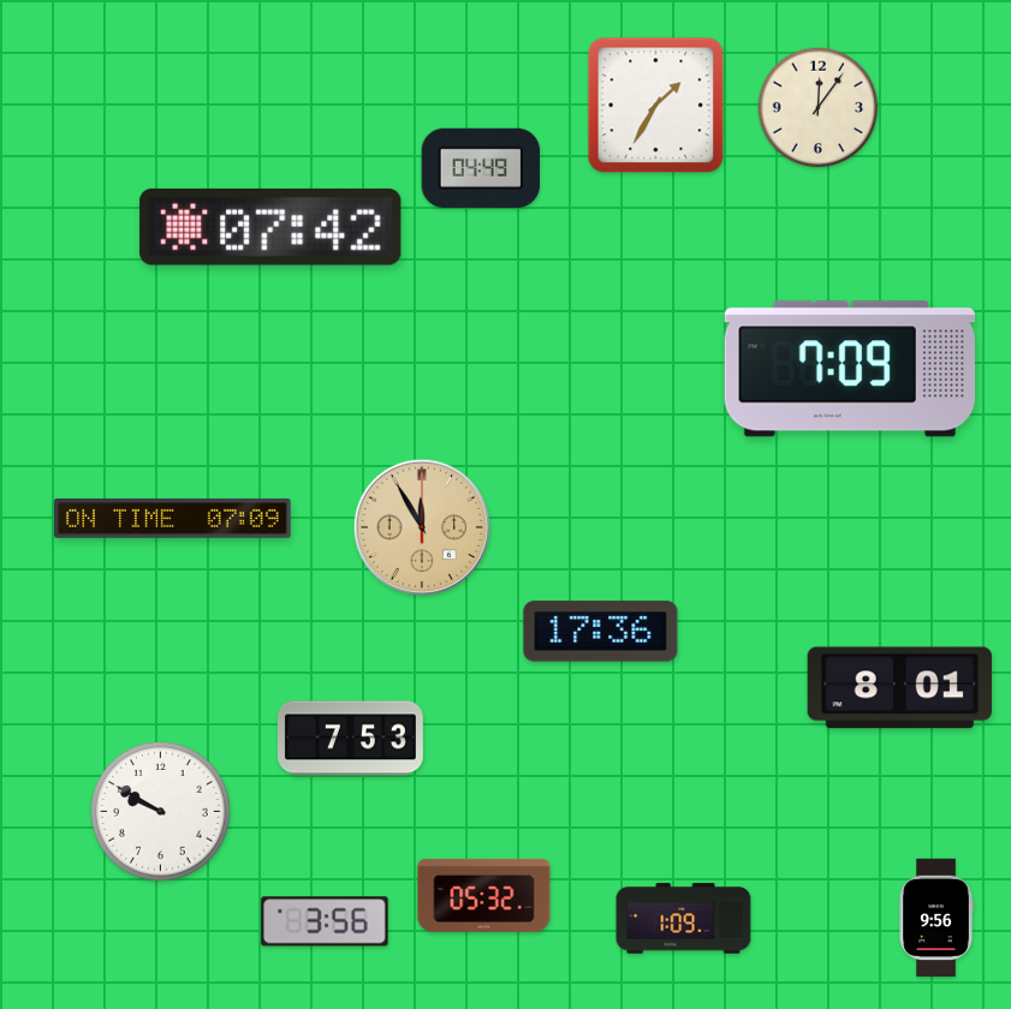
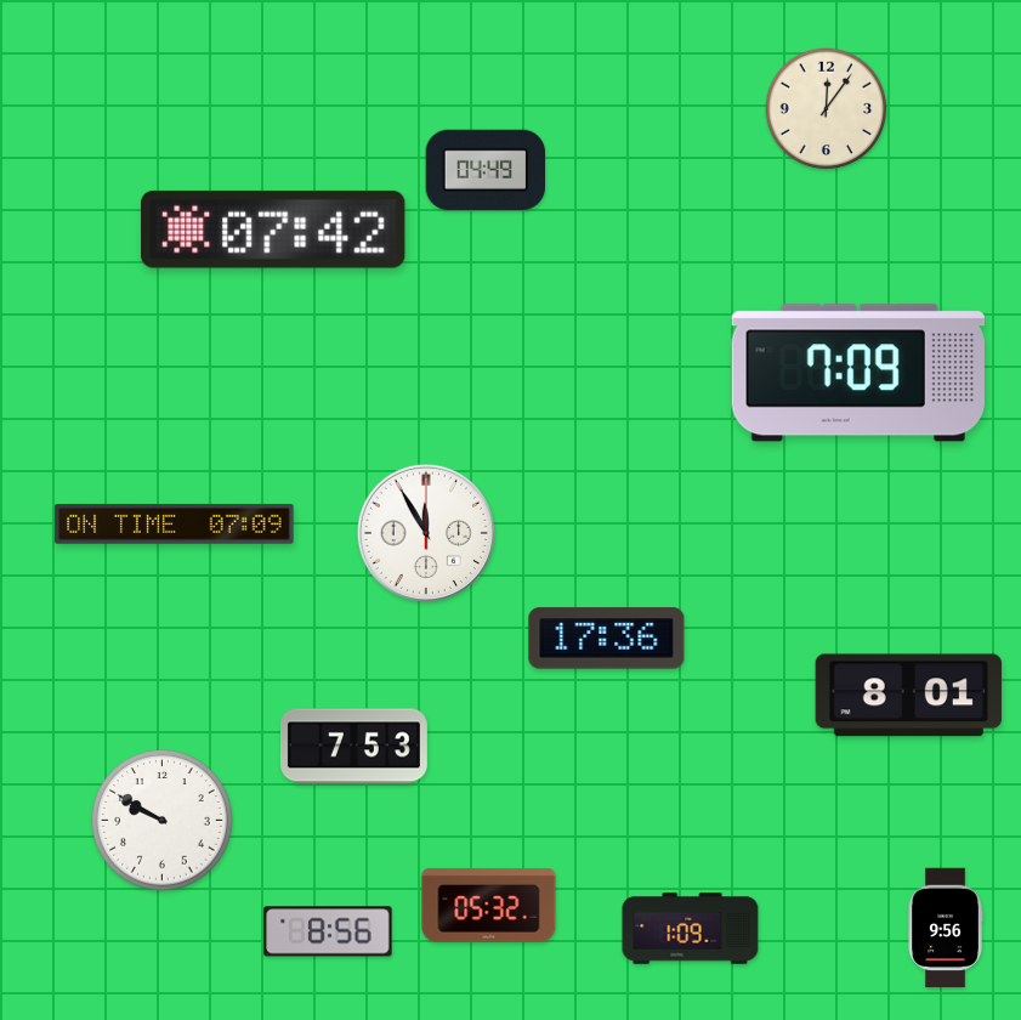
clock at (656, 106): 1:35 -> none
clock at (422, 527) dial: champagne -> white
clock at (325, 921): 3:56 -> 8:56
